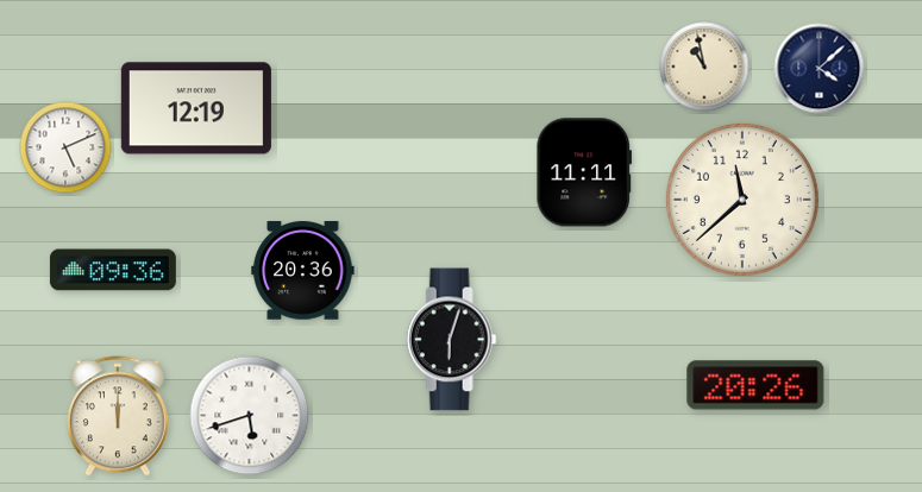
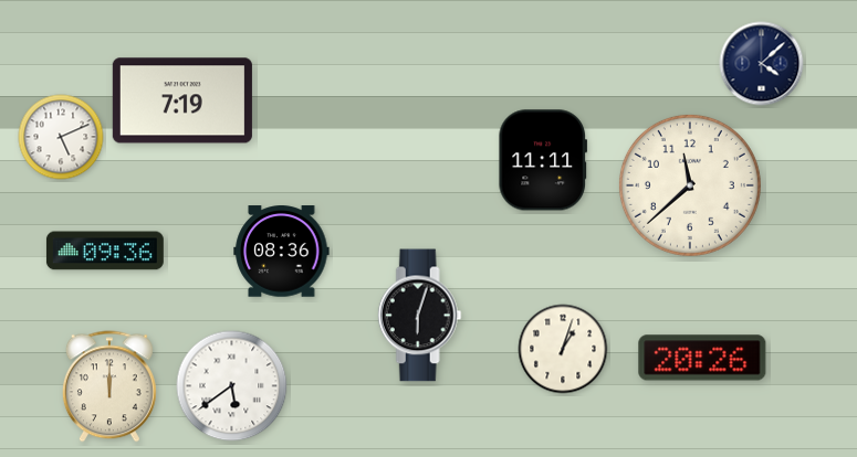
clock at (704, 67): 10:58 -> none
clock at (196, 108): 12:19 -> 7:19
clock at (303, 271): 20:36 -> 08:36
clock at (563, 349): none -> 1:03
clock at (250, 416): 5:42 -> 5:39
